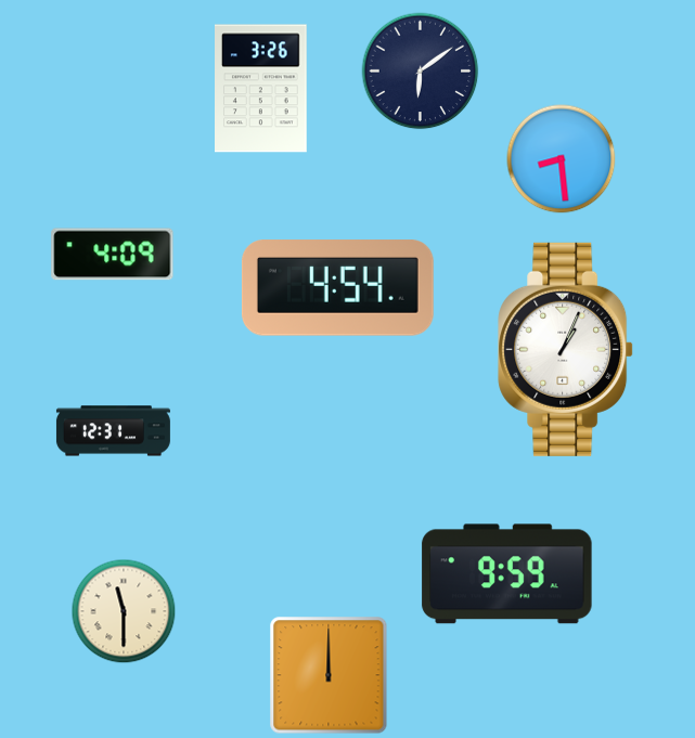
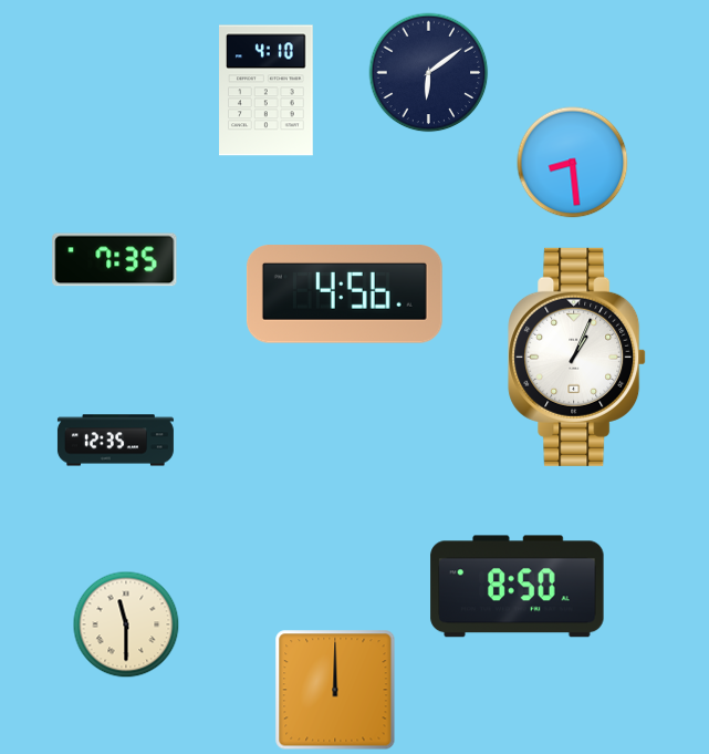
clock at (261, 89): 3:26 -> 4:10
clock at (113, 255): 4:09 -> 7:35
clock at (337, 288): 4:54 -> 4:56
clock at (113, 431): 12:31 -> 12:35
clock at (507, 574): 9:59 -> 8:50
